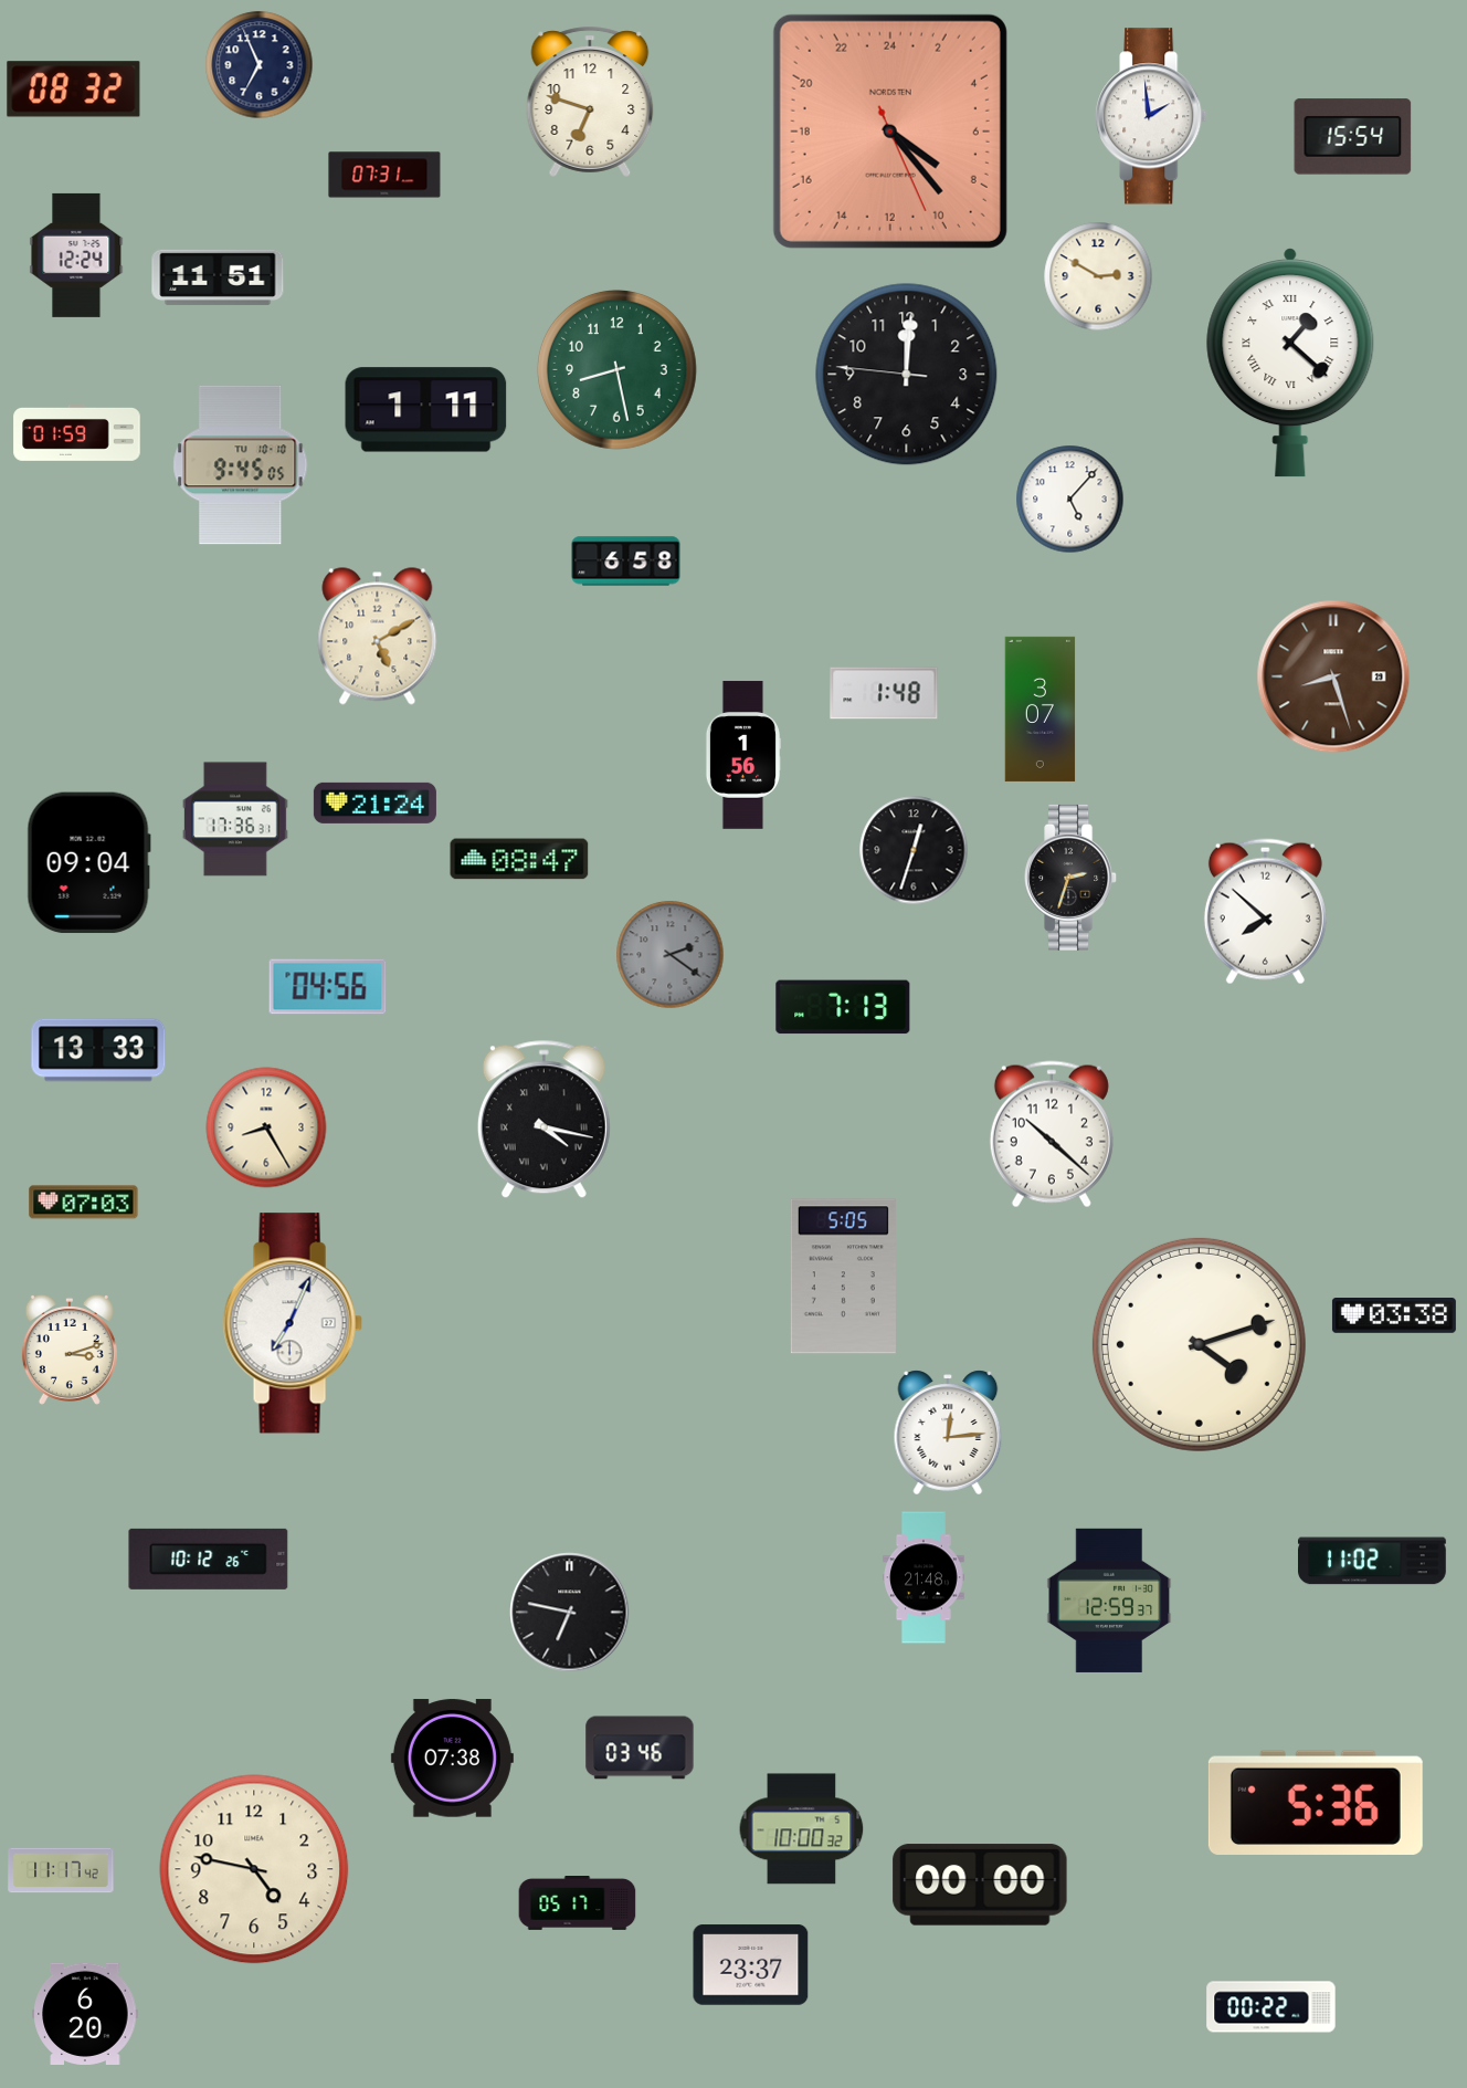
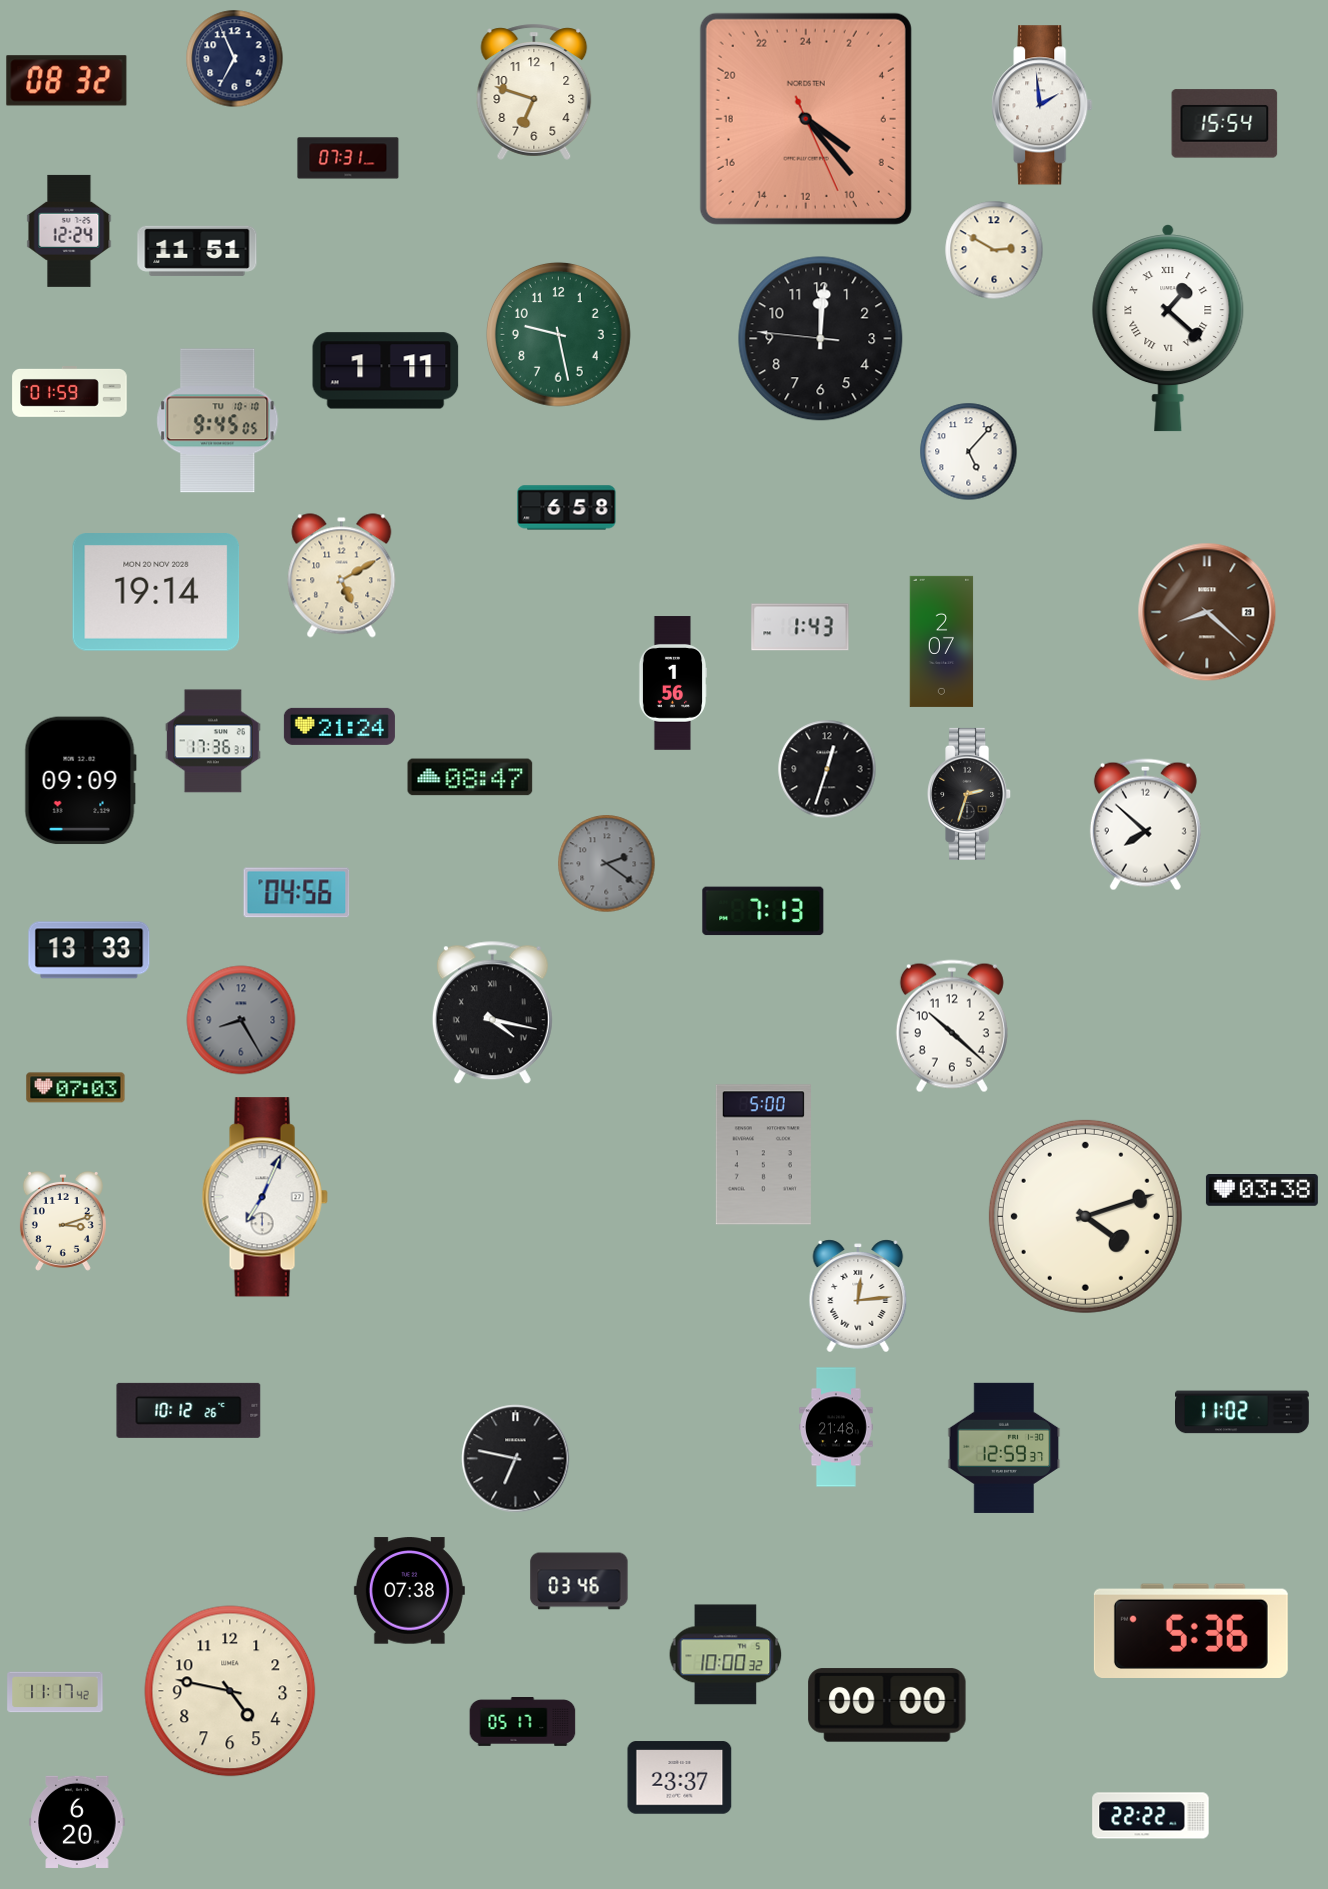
clock at (616, 369): 8:28 -> 9:28
clock at (156, 592): none -> 19:14
clock at (1333, 676): 8:27 -> 8:22
clock at (884, 693): 1:48 -> 1:43
clock at (1041, 709): 3:07 -> 2:07
clock at (88, 863): 09:04 -> 09:09
clock at (266, 1127) dial: cream -> grey
clock at (843, 1277): 5:05 -> 5:00
clock at (1271, 2007): 00:22 -> 22:22
